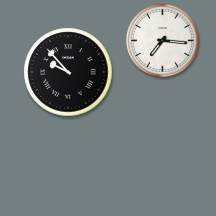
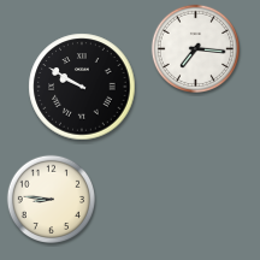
clock at (68, 72): 9:53 -> 9:50
clock at (51, 199): none -> 8:46
